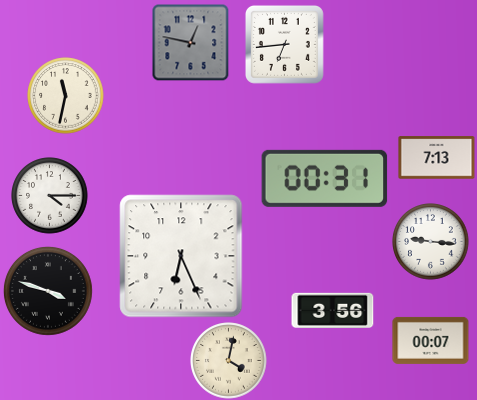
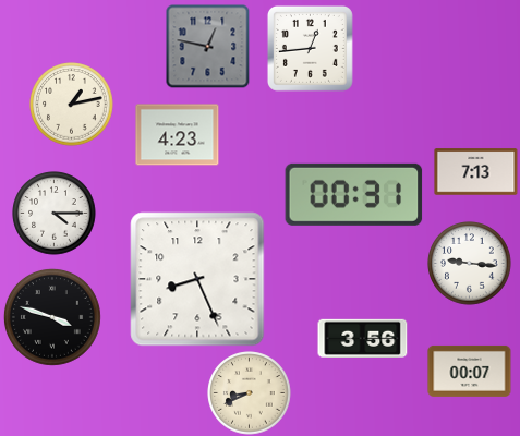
clock at (284, 44): 6:44 -> 12:44
clock at (66, 96): 11:32 -> 1:13
clock at (178, 135): none -> 4:23
clock at (181, 256): 6:26 -> 8:26
clock at (229, 361): 4:02 -> 8:41
